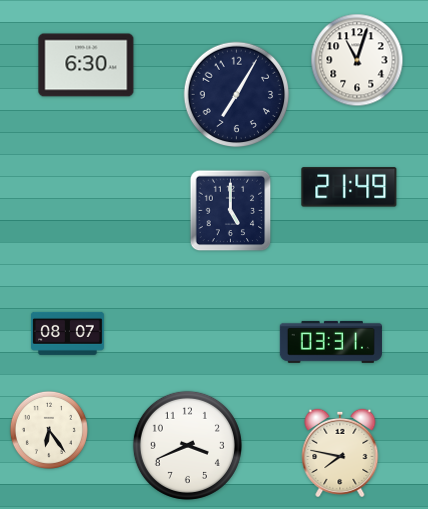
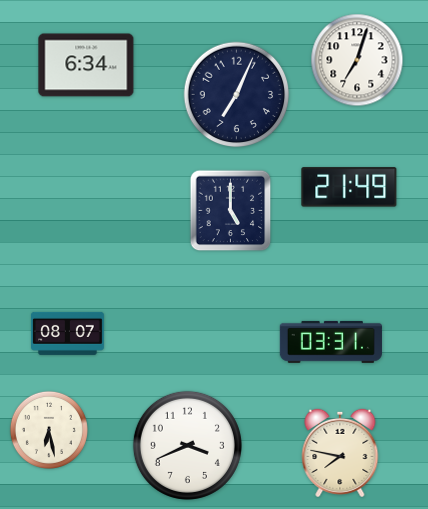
clock at (357, 60): 11:03 -> 7:03
clock at (86, 65): 6:30 -> 6:34
clock at (237, 95): 7:05 -> 7:04
clock at (49, 430): 6:24 -> 6:28
